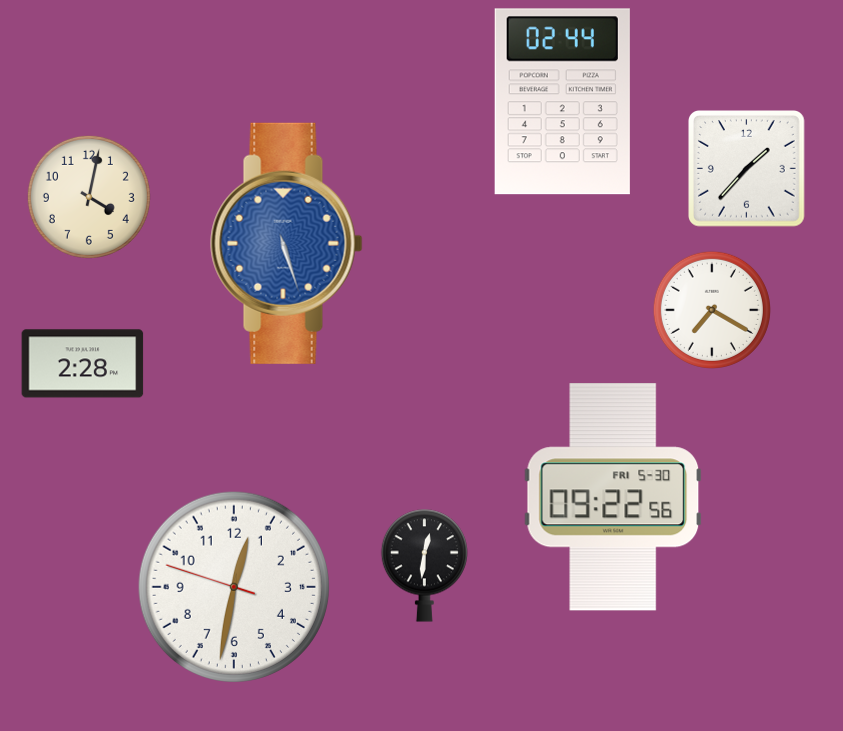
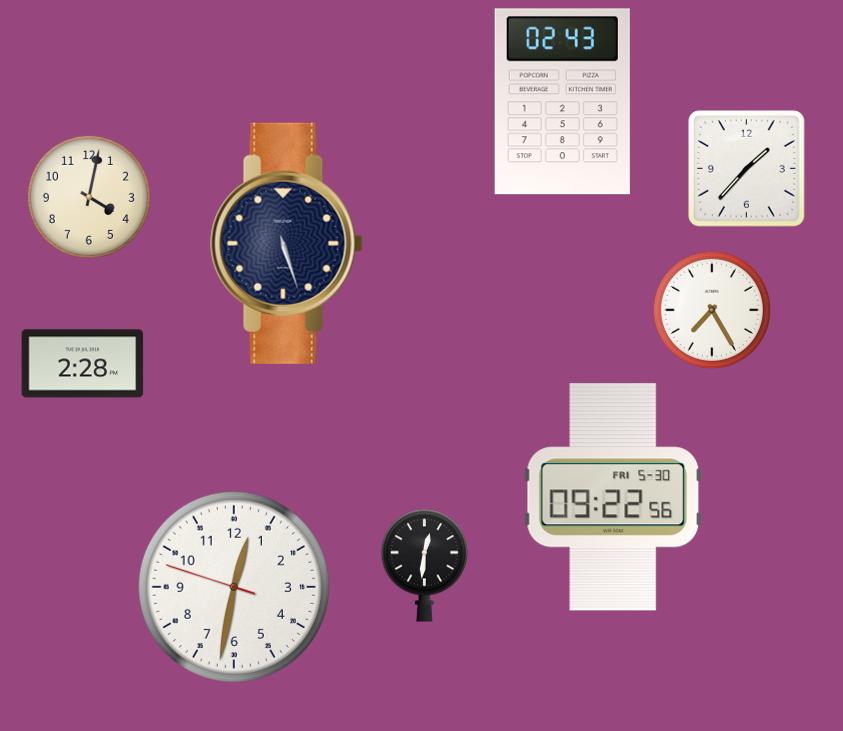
clock at (562, 102): 02:44 -> 02:43
clock at (287, 243) dial: blue -> navy
clock at (712, 310): 7:20 -> 7:25
